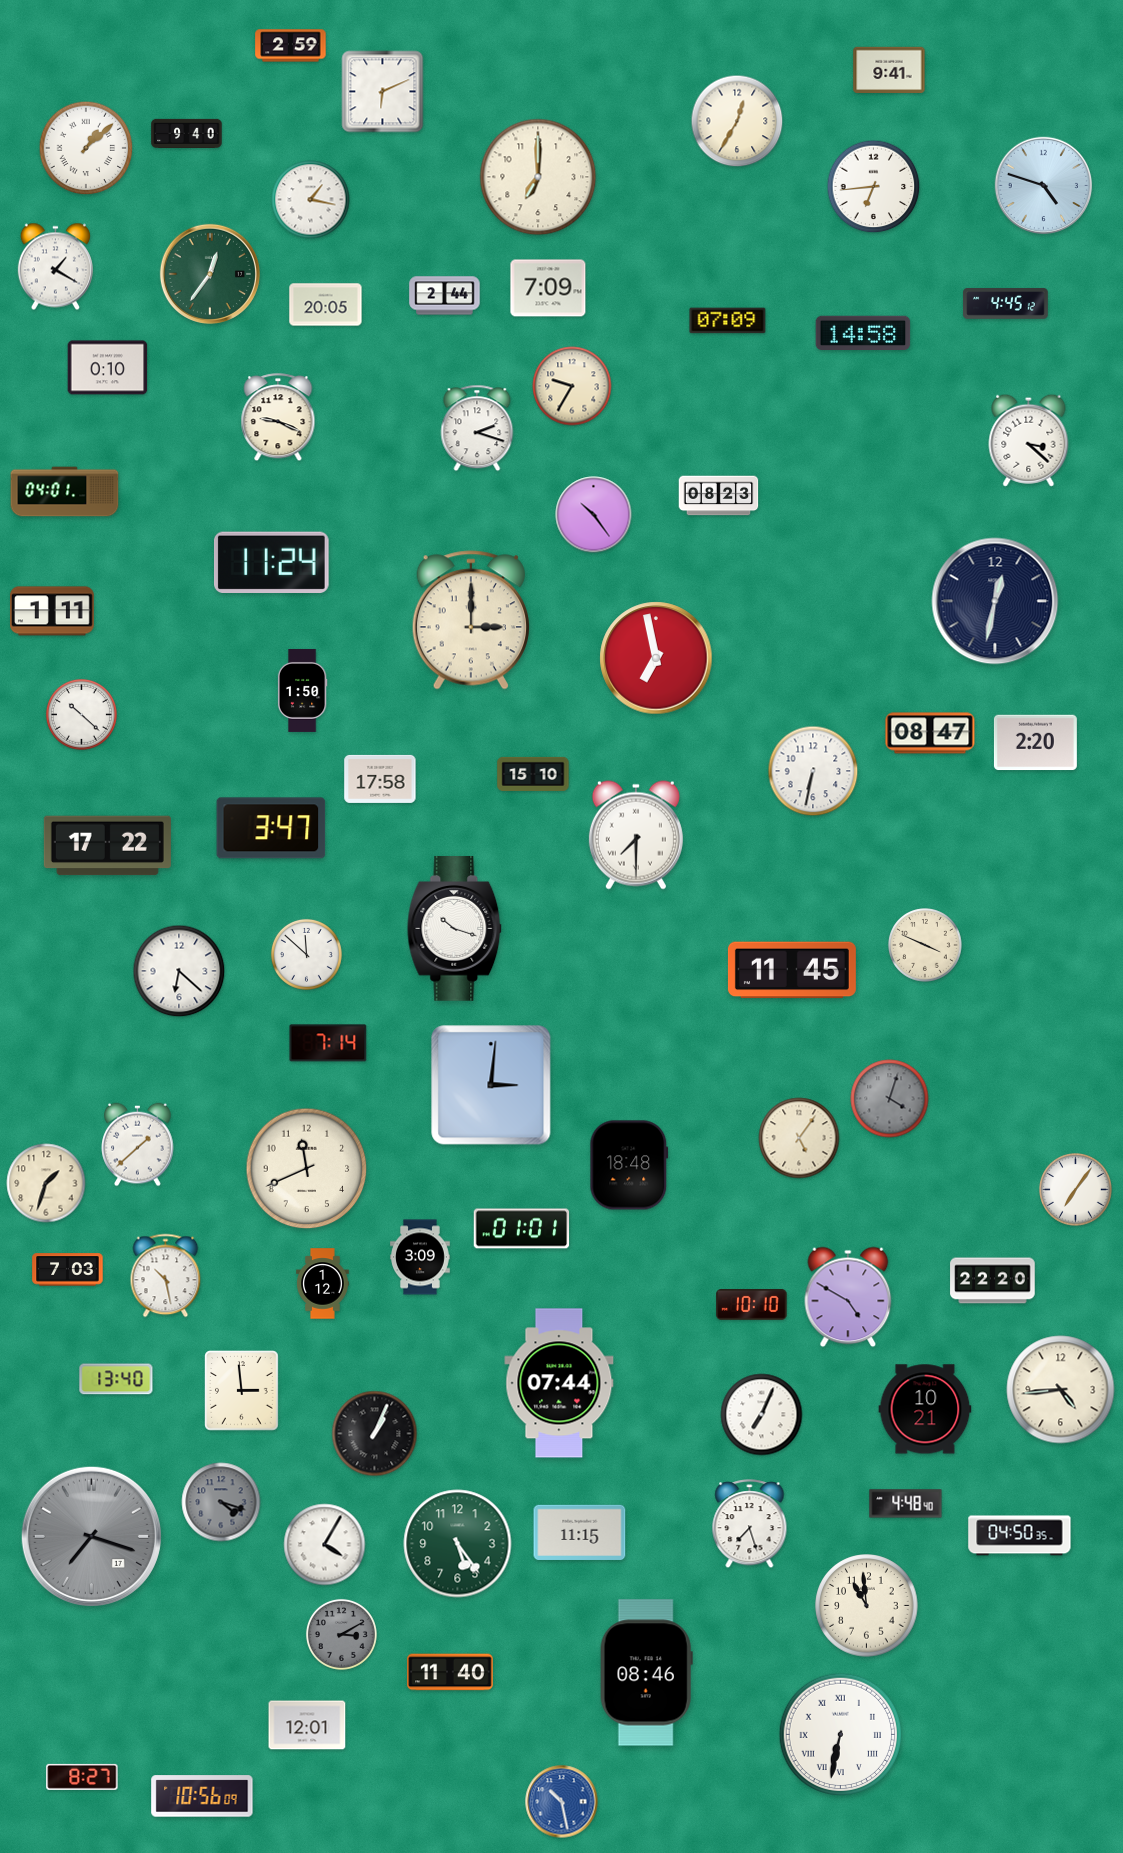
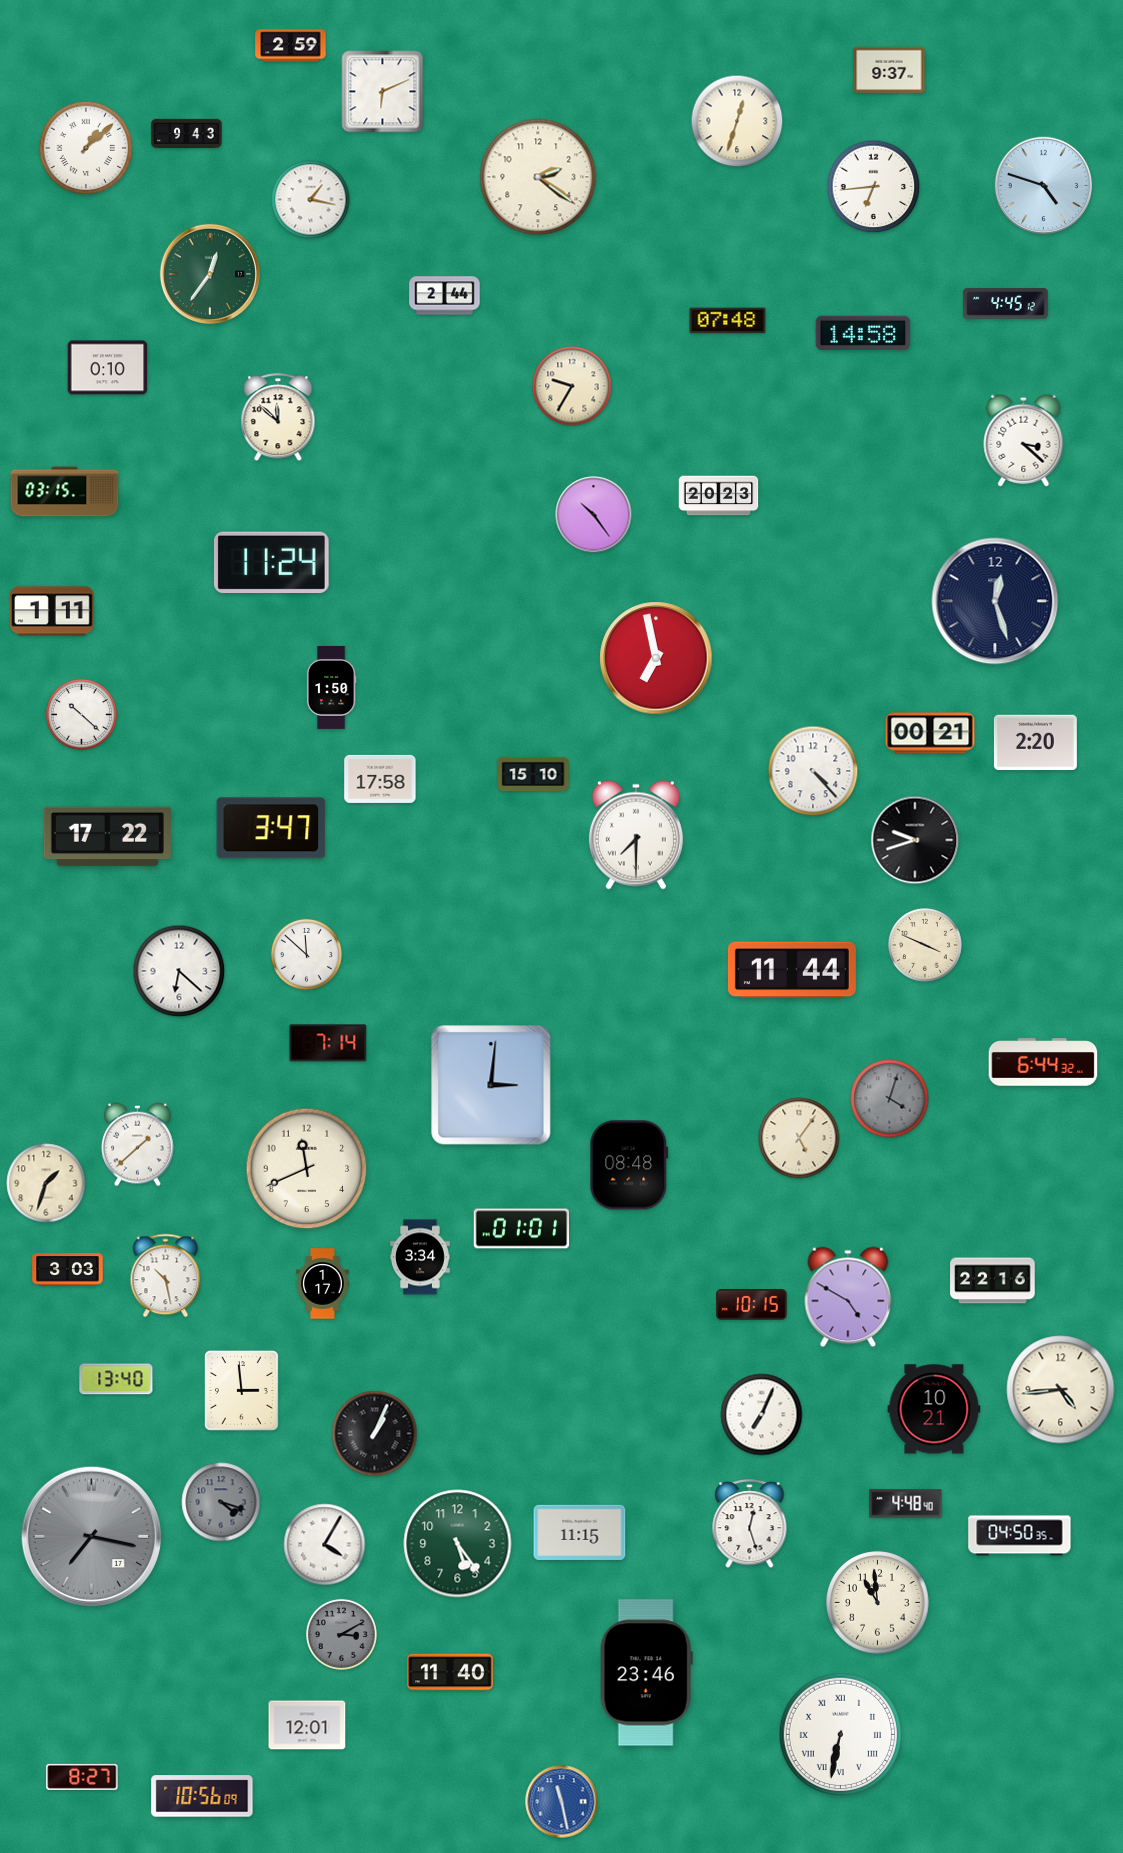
clock at (889, 69): 9:41 -> 9:37
clock at (737, 121): 12:35 -> 12:33
clock at (187, 133): 9:40 -> 9:43
clock at (538, 177): 7:00 -> 2:21
clock at (55, 267): 1:20 -> none
clock at (548, 288): 7:09 -> none
clock at (326, 305): 20:05 -> none
clock at (728, 321): 07:09 -> 07:48
clock at (278, 418): 9:19 -> 11:52
clock at (477, 428): 2:18 -> none
clock at (1029, 440) position: (1029, 440) -> (1024, 440)
clock at (65, 492): 04:01 -> 03:15
clock at (719, 496): 08:23 -> 20:23
clock at (995, 601): 12:32 -> 12:27
clock at (471, 620): 3:00 -> none
clock at (302, 690) position: (302, 690) -> (331, 687)
clock at (930, 733): 08:47 -> 00:21
clock at (813, 771): 6:32 -> 4:23
clock at (915, 840): none -> 9:42
clock at (107, 846) position: (107, 846) -> (107, 837)
clock at (455, 929): 10:18 -> none
clock at (792, 970): 11:45 -> 11:44
clock at (1043, 1062): none -> 6:44
clock at (629, 1165): 18:48 -> 08:48
clock at (1076, 1190): 7:06 -> none
clock at (421, 1257): 3:09 -> 3:34
clock at (68, 1270): 7:03 -> 3:03
clock at (993, 1281): 22:20 -> 22:16
clock at (323, 1284): 1:12 -> 1:17
clock at (752, 1305): 10:10 -> 10:15
clock at (559, 1383): 07:44 -> none
clock at (925, 1409) position: (925, 1409) -> (934, 1409)
clock at (750, 1524): 7:27 -> 12:27
clock at (91, 1536): 7:18 -> 7:17
clock at (867, 1606) position: (867, 1606) -> (878, 1603)
clock at (646, 1673): 08:46 -> 23:46
clock at (562, 1802): 10:28 -> 11:28
